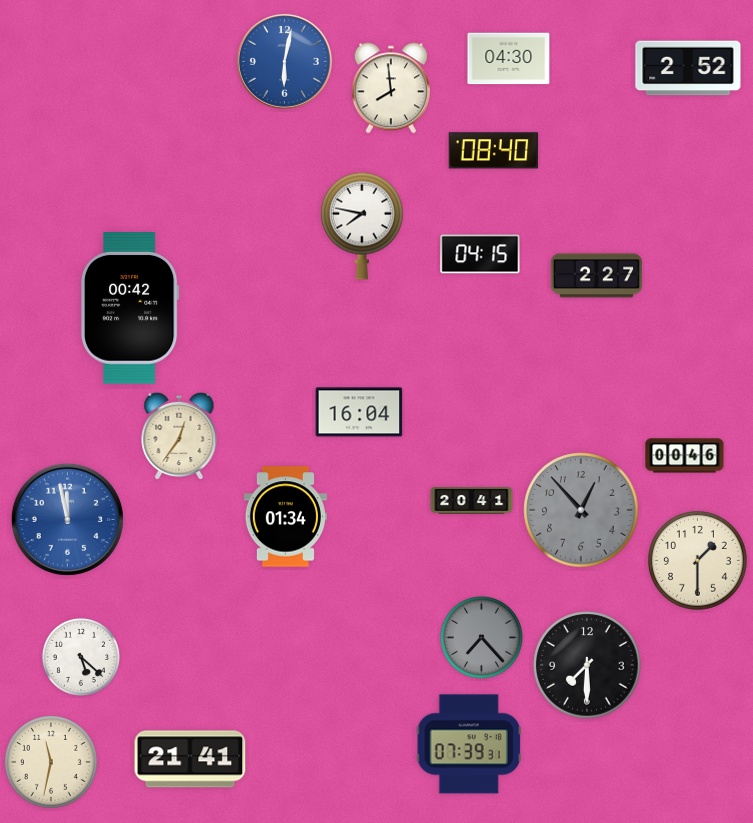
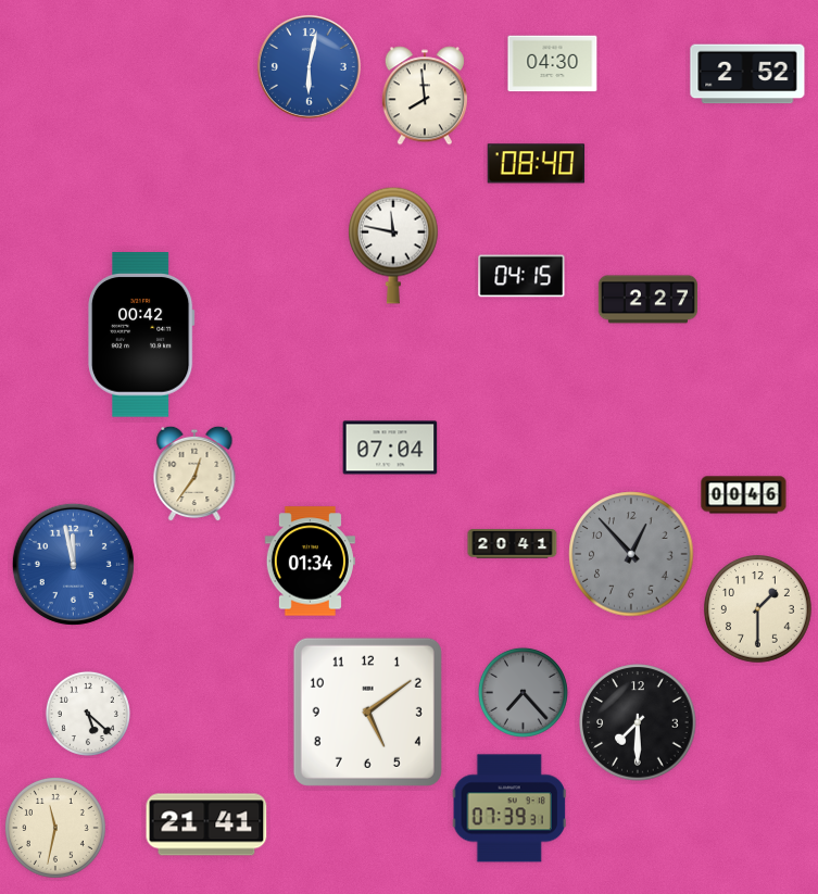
clock at (362, 226): 7:47 -> 11:47
clock at (359, 412): 16:04 -> 07:04
clock at (367, 712): none -> 5:09
